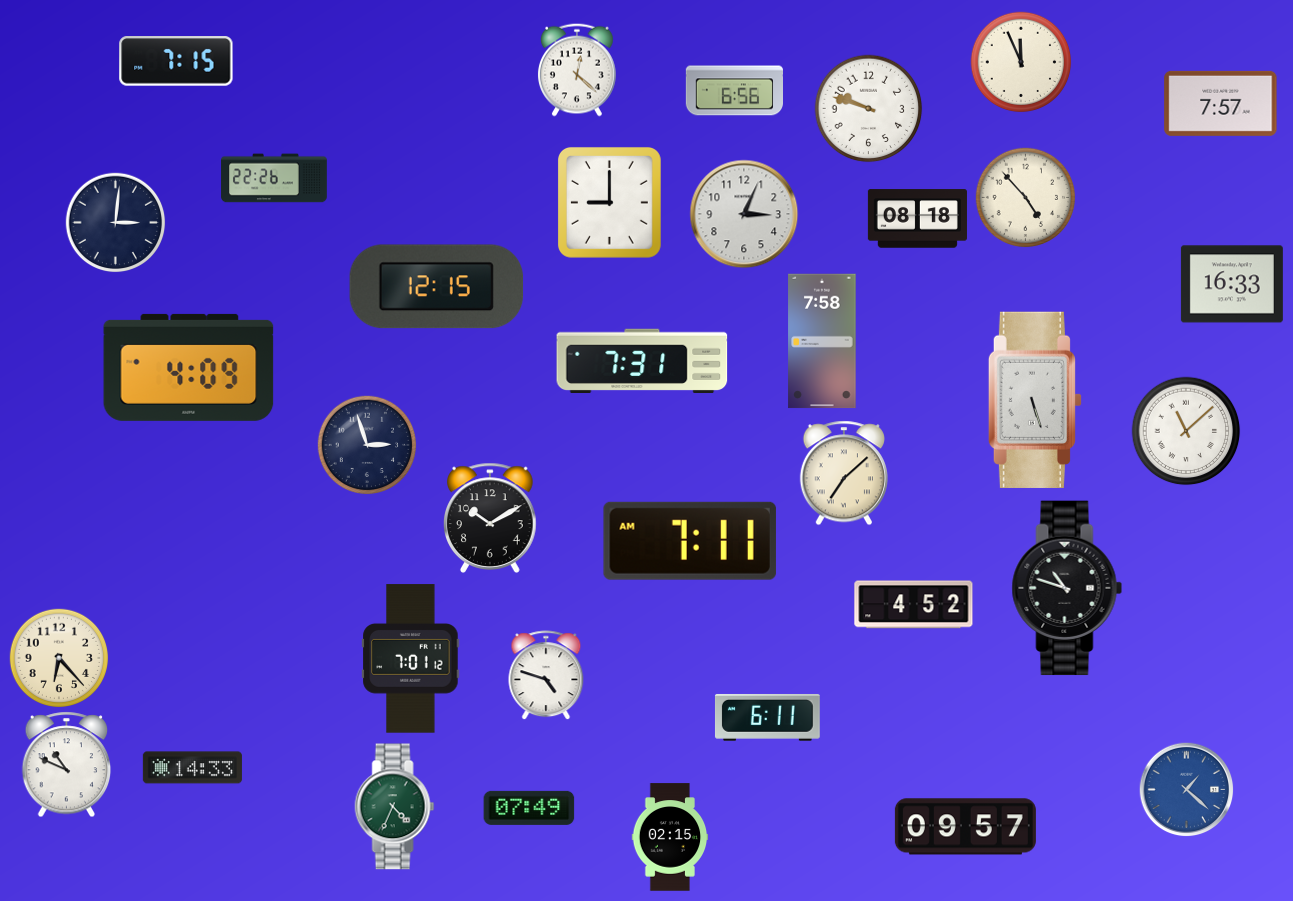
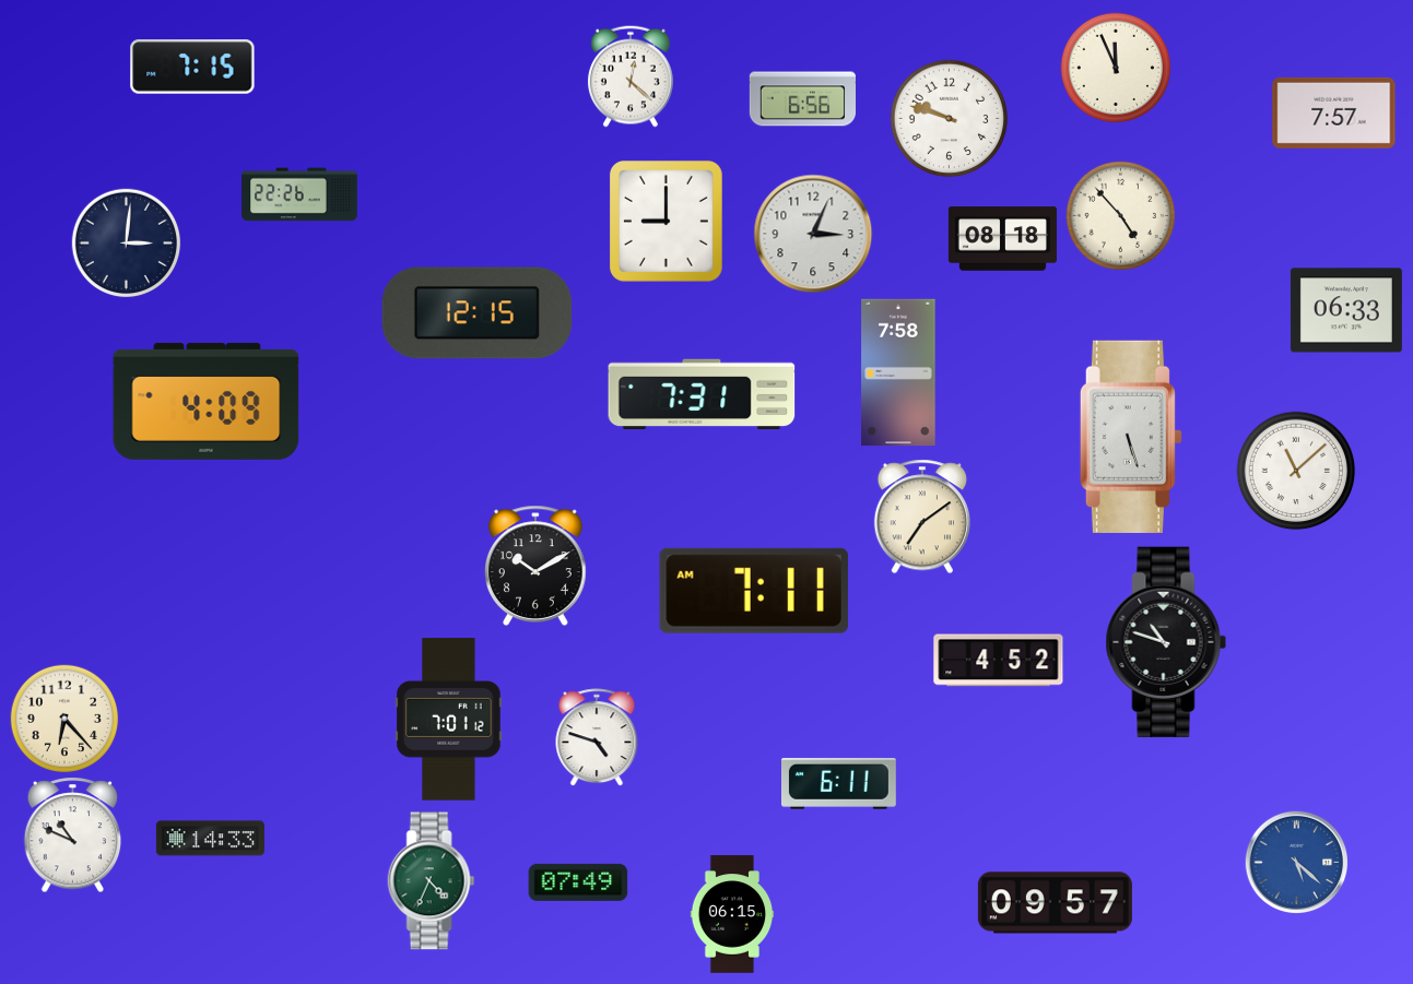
clock at (1232, 284): 16:33 -> 06:33
clock at (367, 445): 2:57 -> none
clock at (844, 473): 7:08 -> 7:09
clock at (1186, 789): 1:22 -> 5:22
clock at (670, 837): 02:15 -> 06:15
